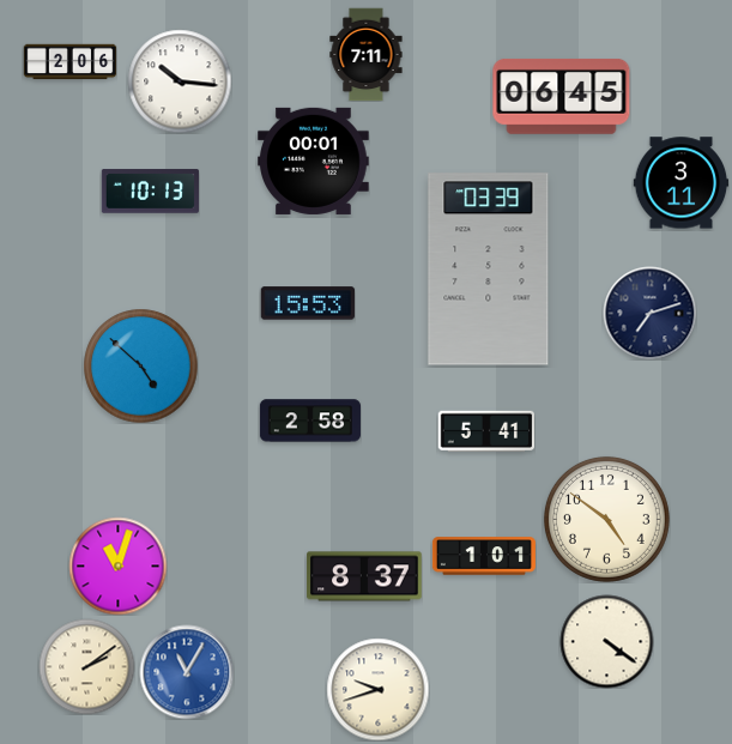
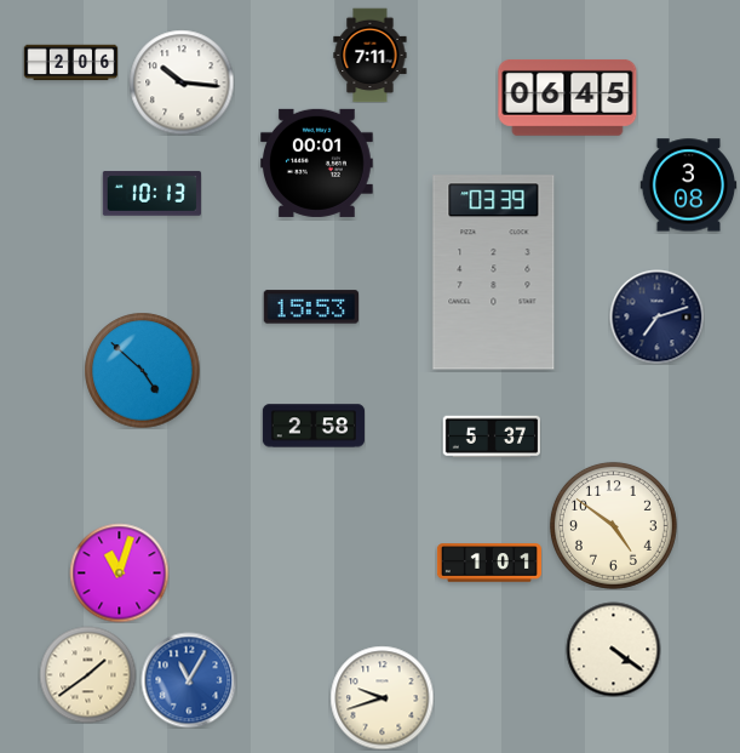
clock at (680, 183): 3:11 -> 3:08
clock at (485, 430): 5:41 -> 5:37
clock at (364, 576): 8:37 -> none
clock at (86, 666): 2:09 -> 1:39
